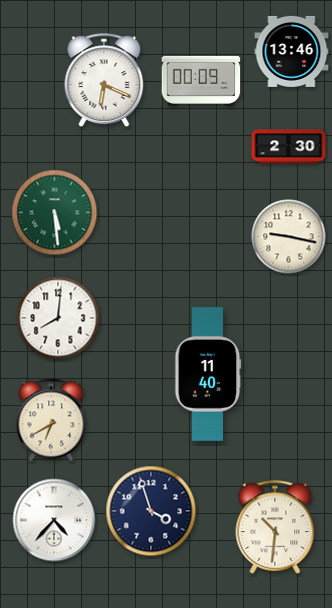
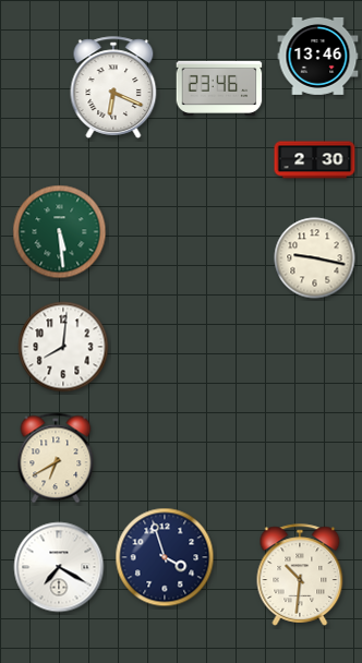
clock at (201, 81): 00:09 -> 23:46
clock at (208, 374): 11:40 -> none
clock at (54, 520): 4:37 -> 7:20
